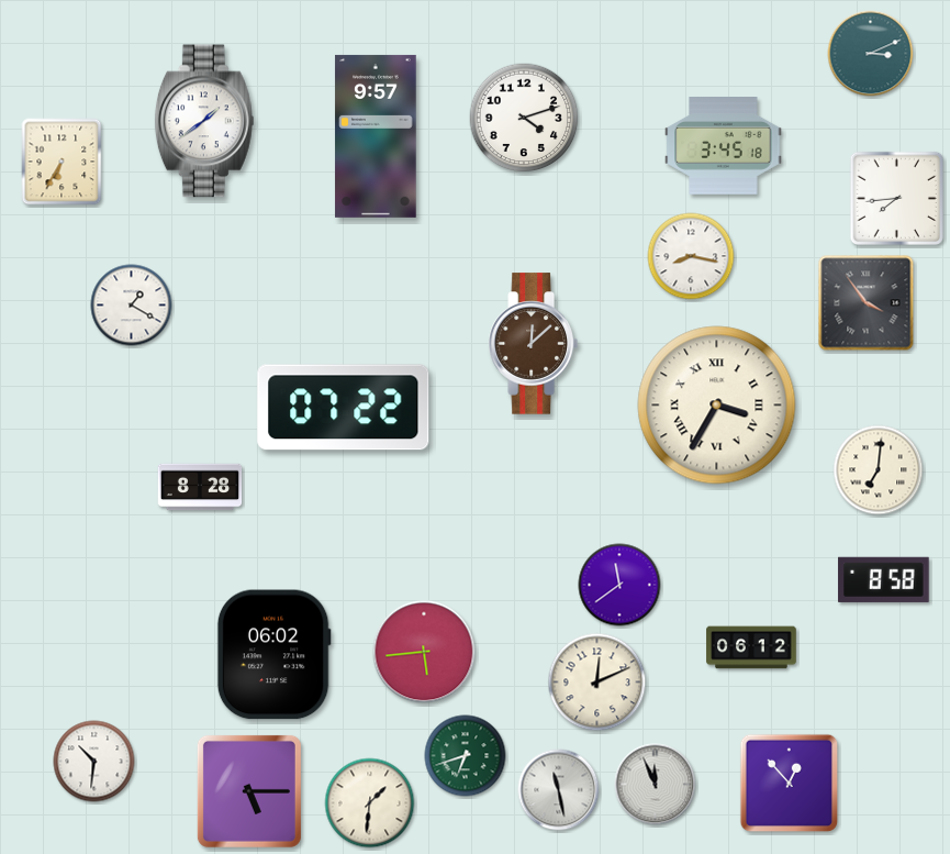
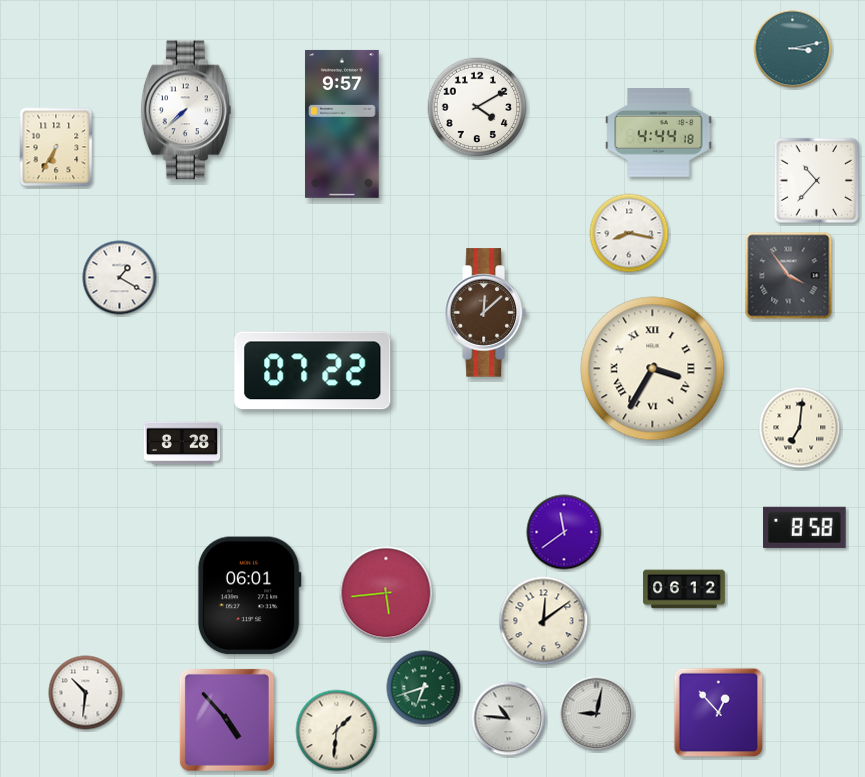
clock at (871, 54): 3:11 -> 3:13
clock at (524, 118): 4:12 -> 4:10
clock at (204, 121): 1:39 -> 7:38
clock at (724, 146): 3:45 -> 4:44
clock at (896, 198): 7:44 -> 10:37
clock at (273, 655): 06:02 -> 06:01
clock at (597, 683): 12:11 -> 12:09
clock at (656, 785): 11:56 -> 9:02
clock at (559, 790): 11:28 -> 10:46
clock at (249, 791): 5:15 -> 4:53
